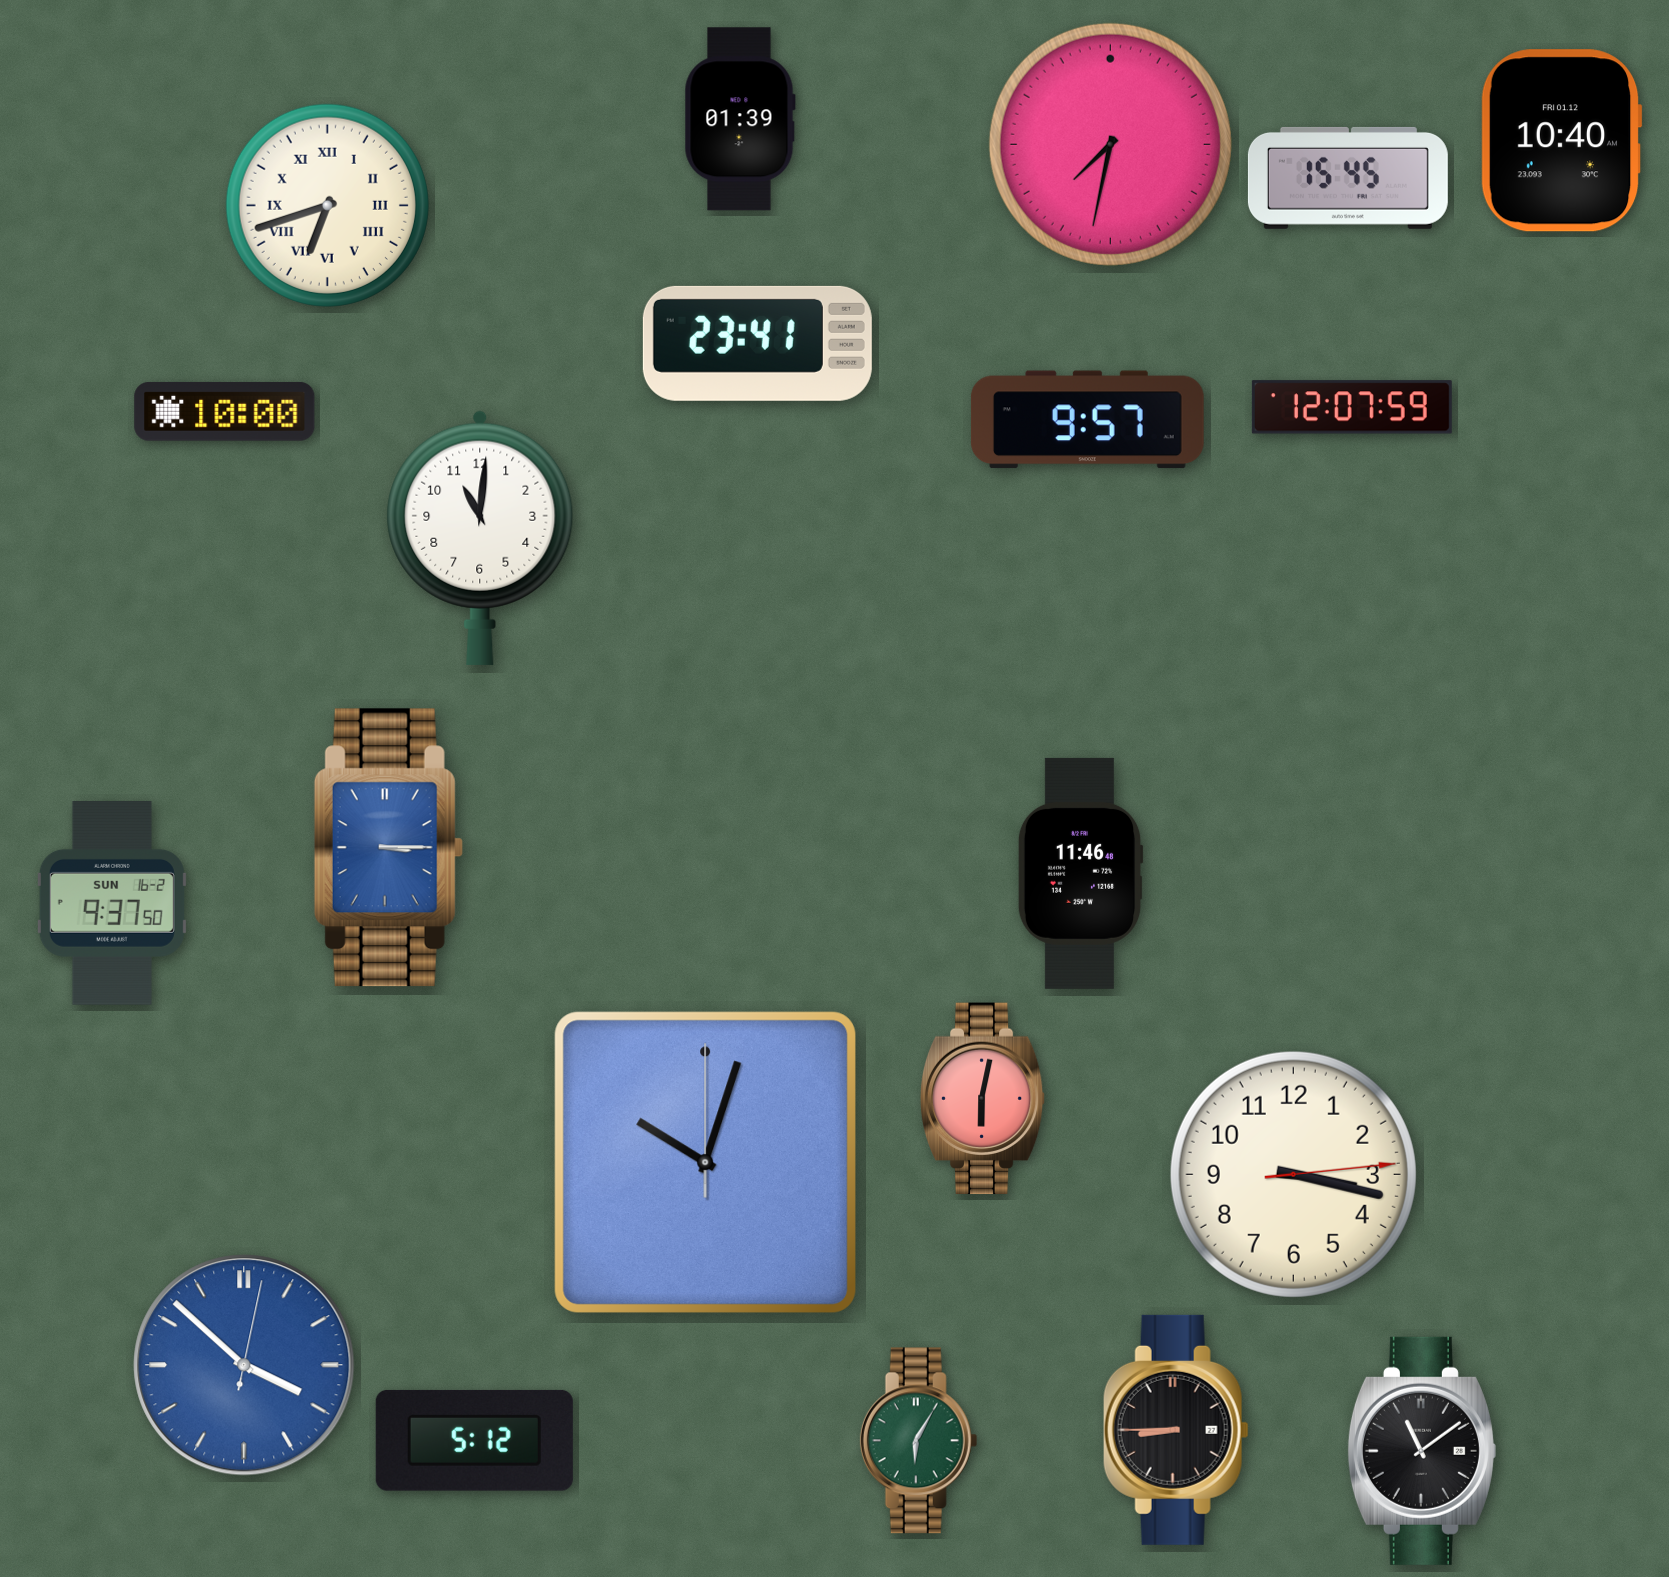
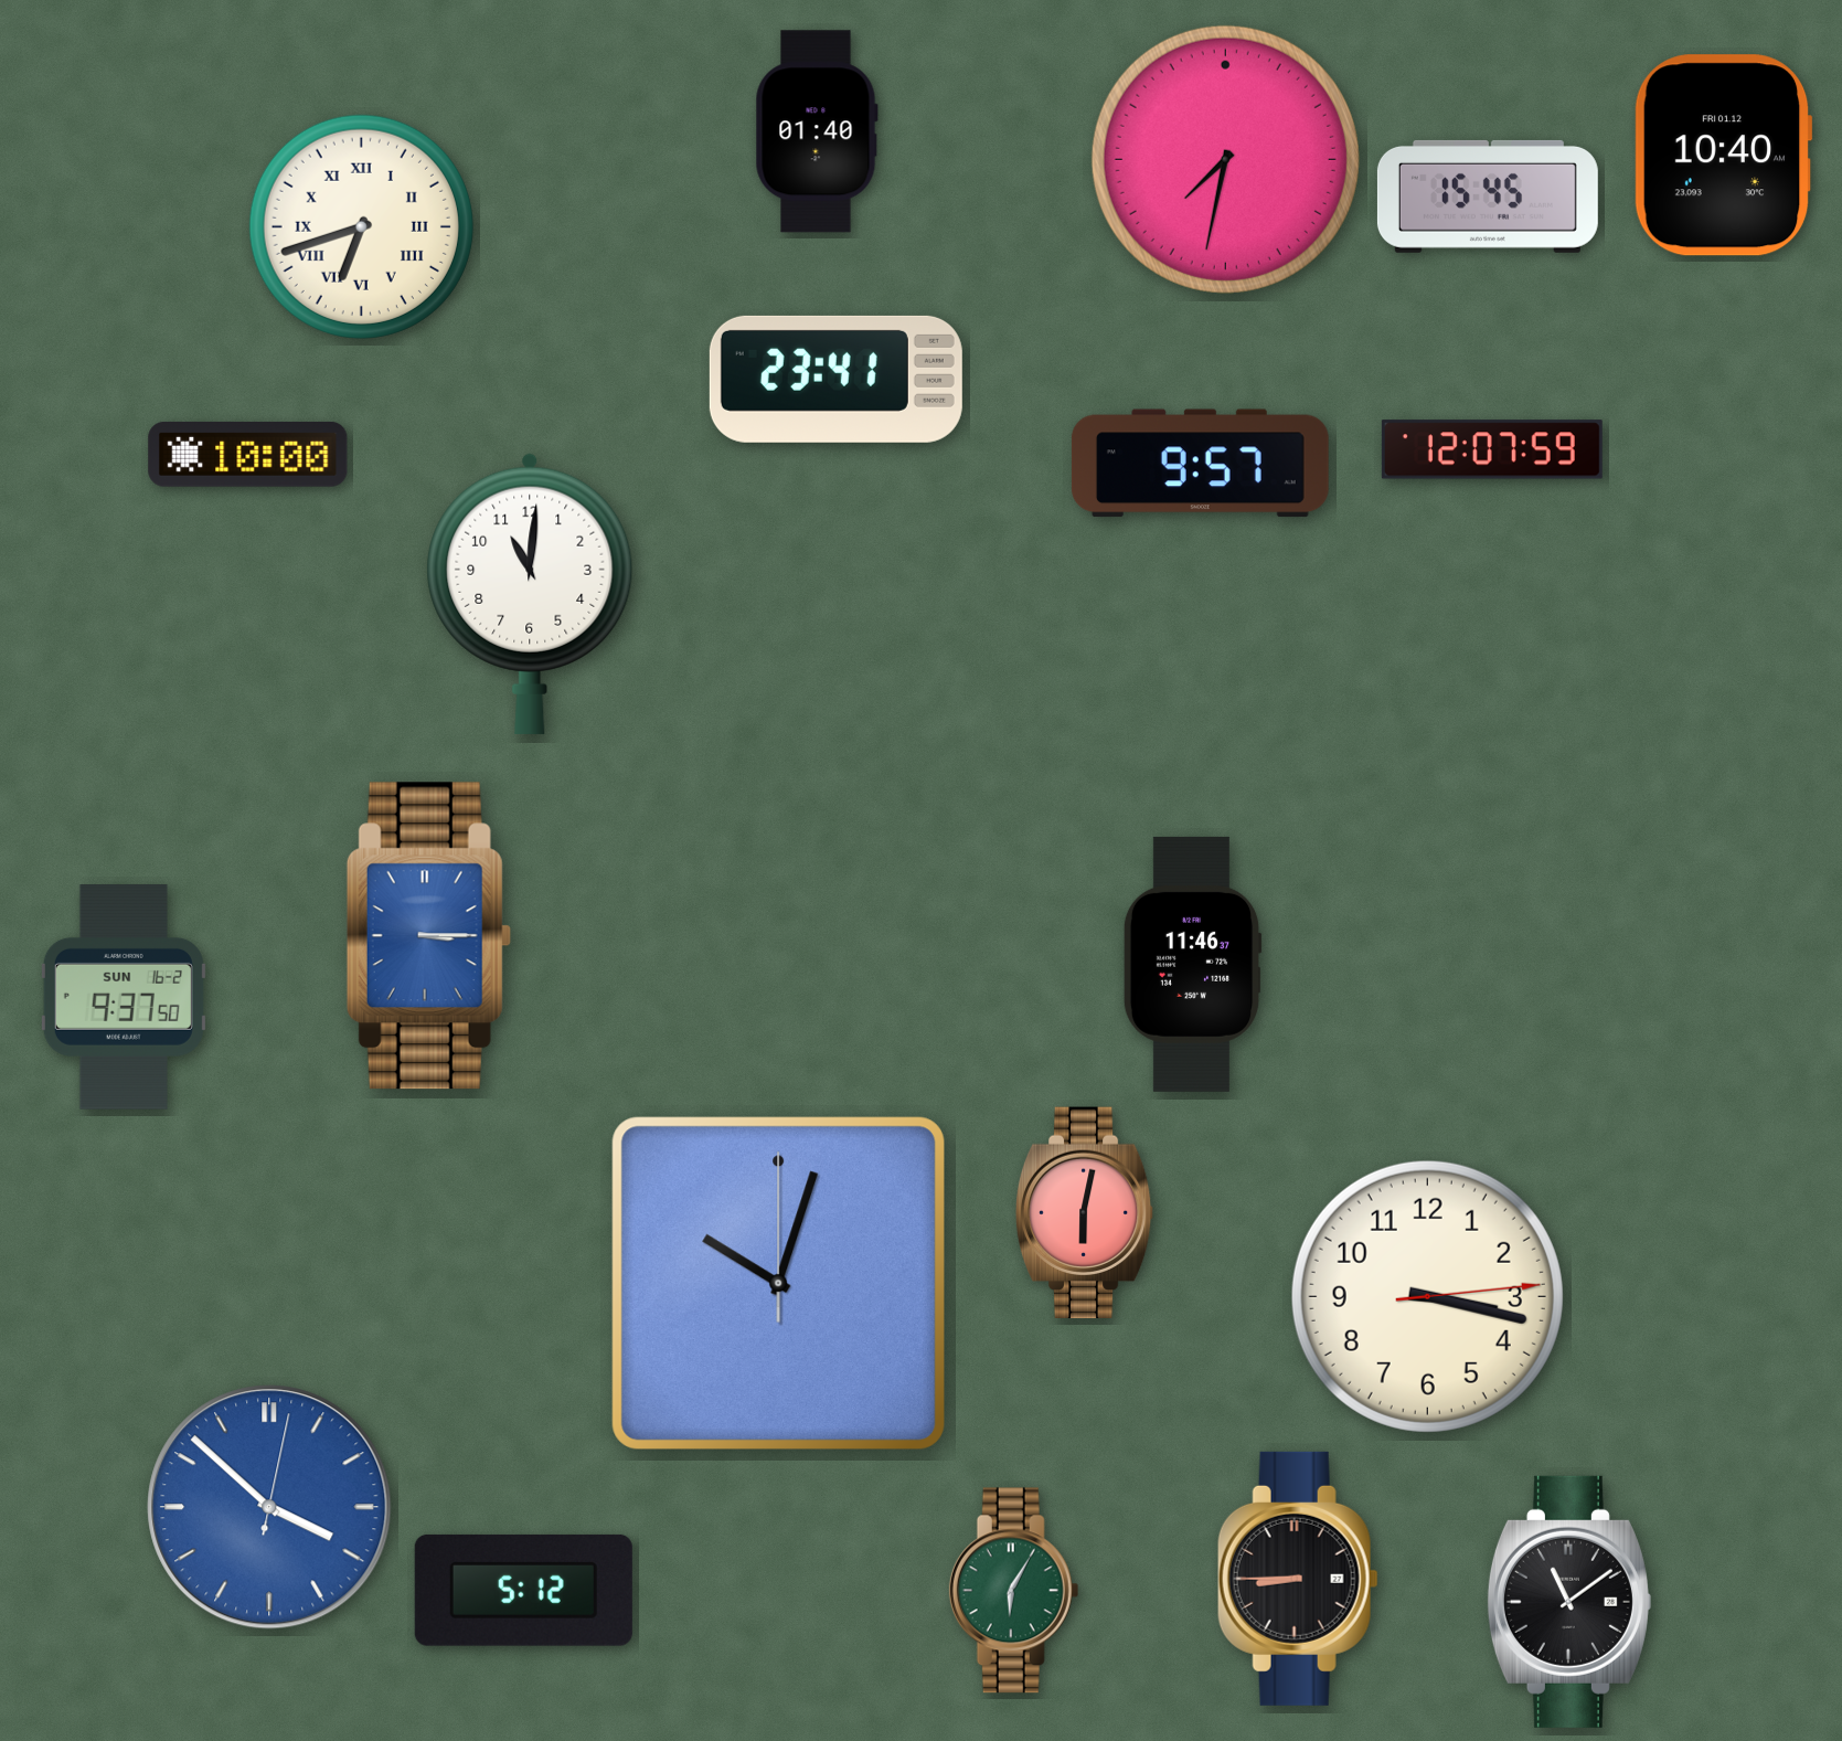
clock at (740, 119): 01:39 -> 01:40
clock at (1080, 873): 11:46:48 -> 11:46:37
